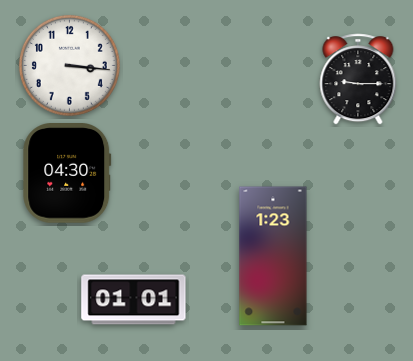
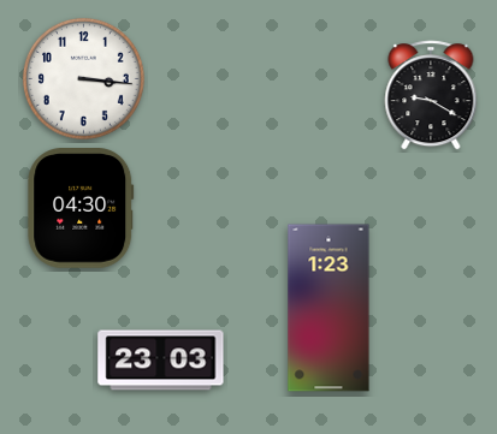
clock at (358, 79): 9:15 -> 9:20
clock at (134, 300): 01:01 -> 23:03
